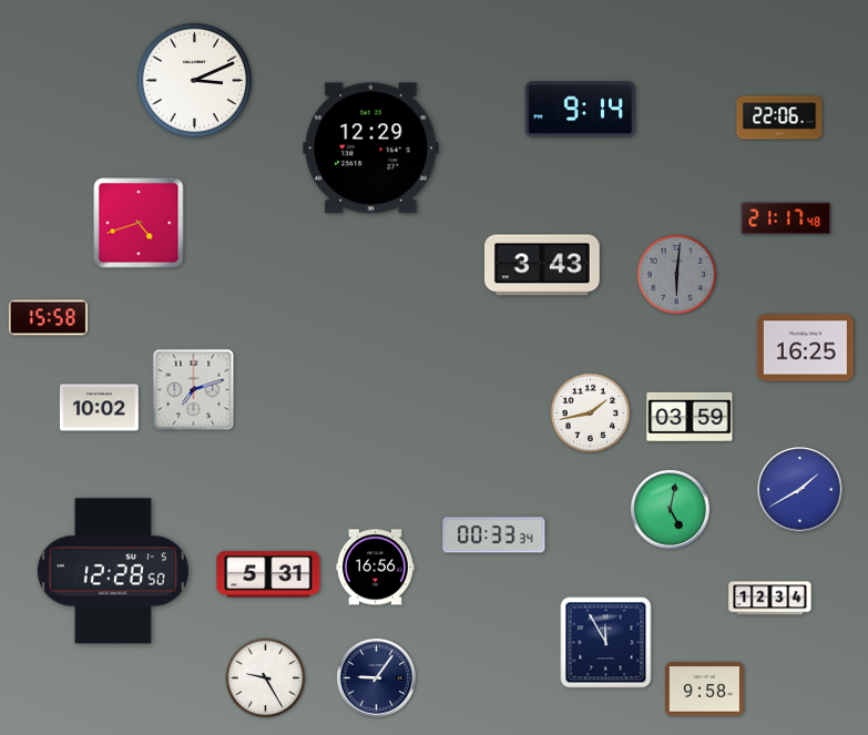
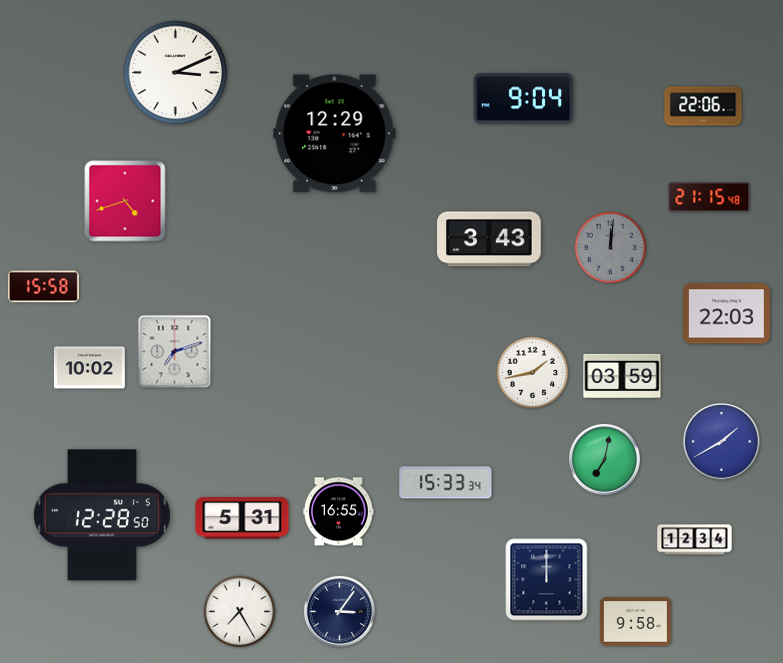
clock at (581, 110): 9:14 -> 9:04
clock at (786, 218): 21:17 -> 21:15
clock at (677, 275): 6:01 -> 12:01
clock at (805, 348): 16:25 -> 22:03
clock at (670, 509): 5:02 -> 7:02
clock at (494, 535): 00:33 -> 15:33
clock at (375, 568): 16:56 -> 16:55
clock at (606, 643): 11:55 -> 12:00
clock at (376, 677): 9:06 -> 3:06
clock at (266, 678): 9:25 -> 7:25
